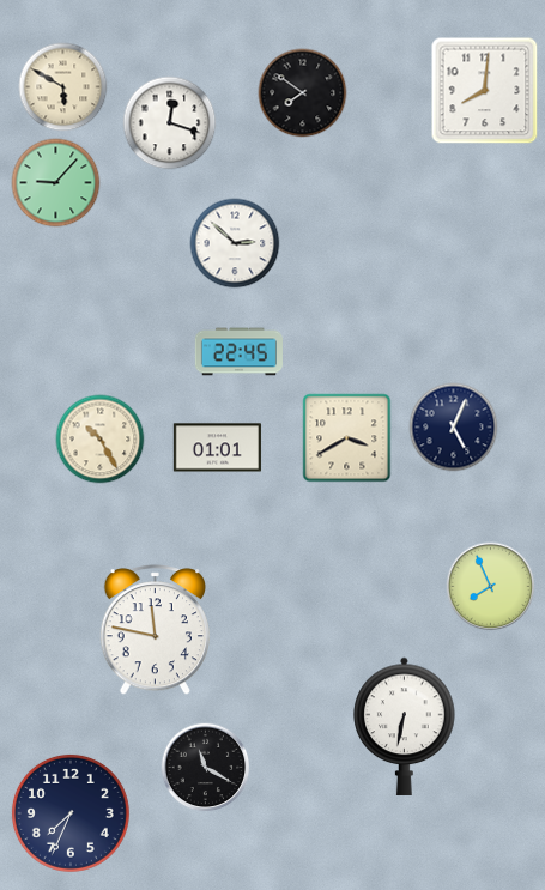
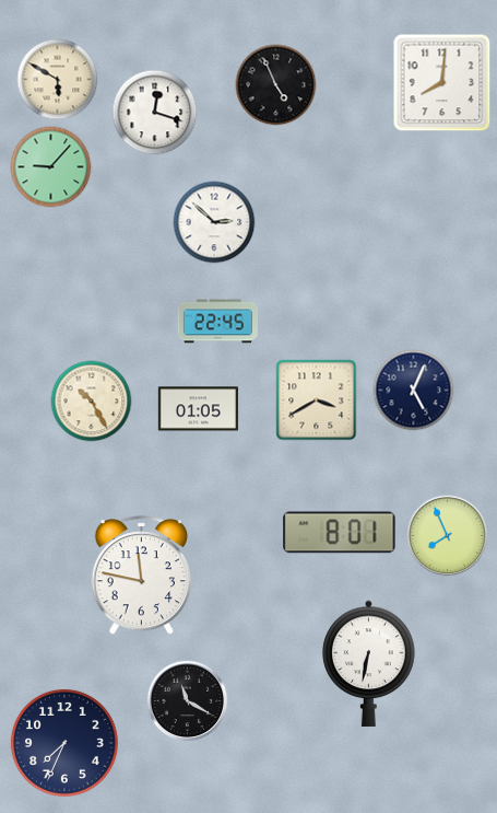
clock at (303, 93): 7:51 -> 4:56
clock at (217, 448): 01:01 -> 01:05
clock at (340, 533): none -> 8:01
